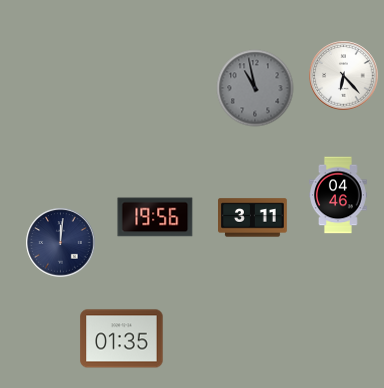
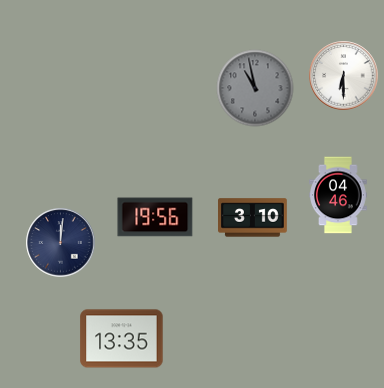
clock at (344, 76): 6:23 -> 6:30
clock at (253, 218): 3:11 -> 3:10
clock at (122, 339): 01:35 -> 13:35
